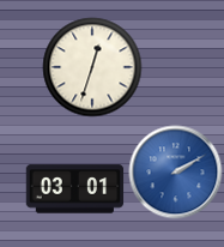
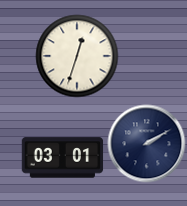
clock at (175, 171) dial: blue -> navy
